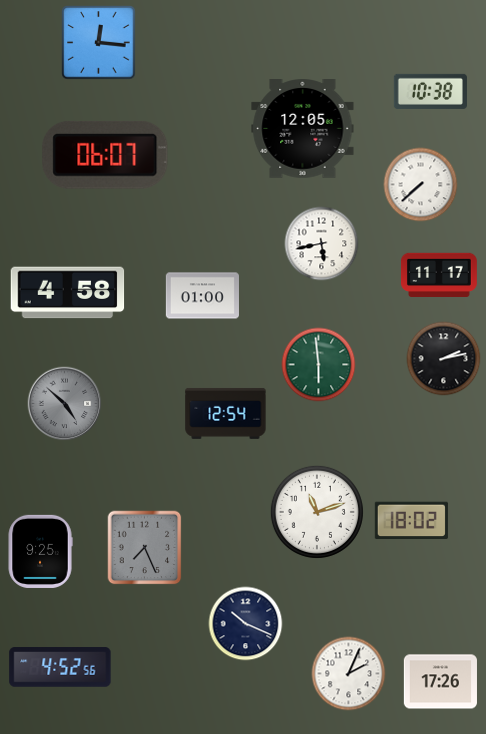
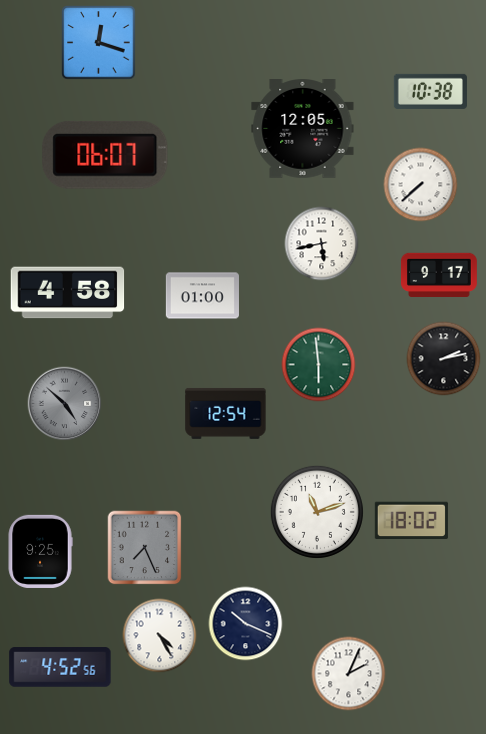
clock at (99, 43): 12:16 -> 12:18
clock at (439, 274): 11:17 -> 9:17
clock at (160, 636): none -> 4:25
clock at (440, 682): 17:26 -> none
